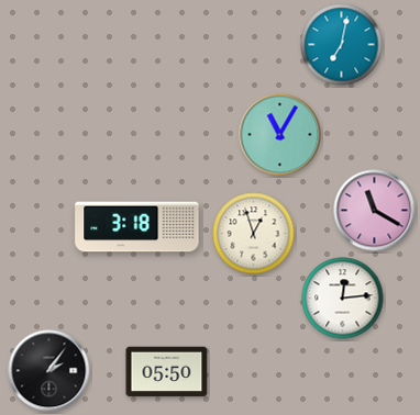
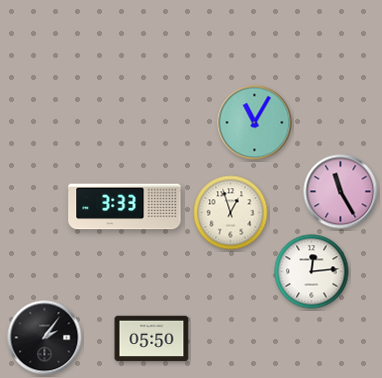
clock at (342, 45): 7:02 -> none
clock at (375, 211): 11:20 -> 11:25
clock at (137, 227): 3:18 -> 3:33
